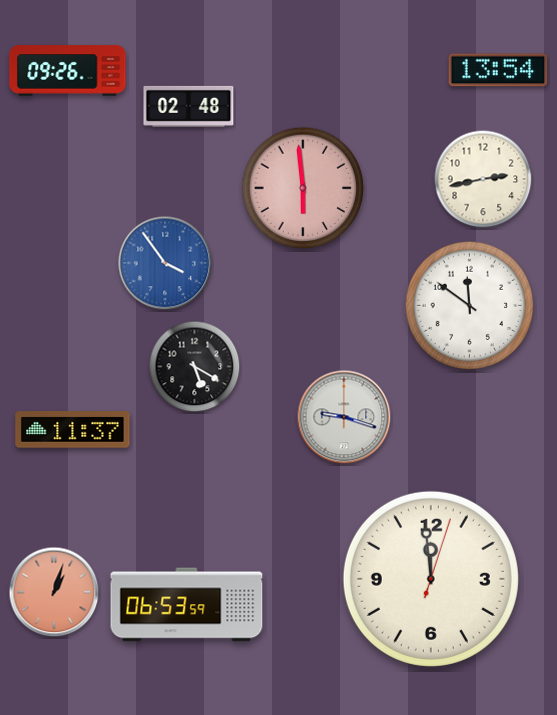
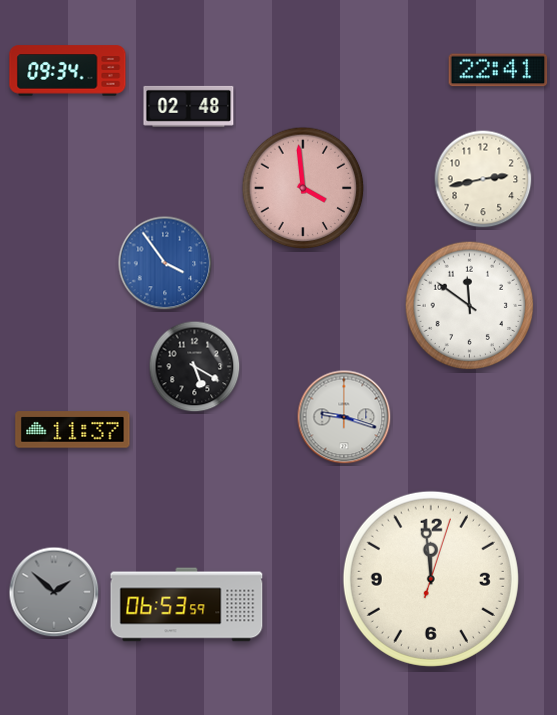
clock at (498, 70): 13:54 -> 22:41
clock at (68, 71): 09:26 -> 09:34
clock at (303, 188): 5:59 -> 3:59
clock at (54, 592): 1:03 -> 1:52
clock at (54, 592) dial: salmon -> grey
